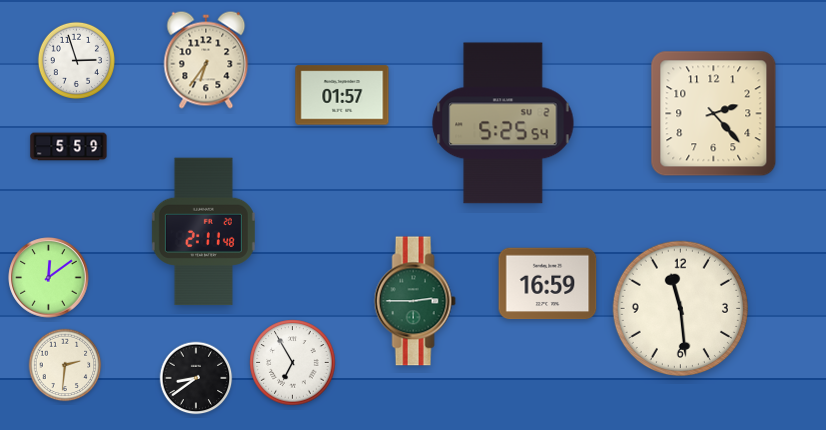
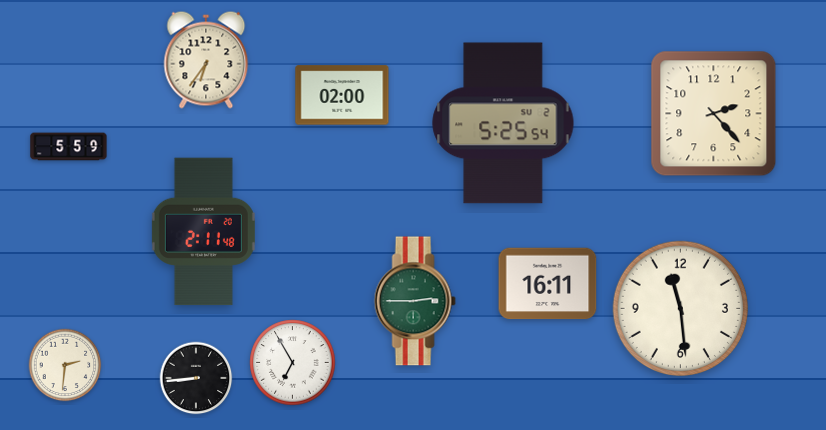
clock at (76, 60): 2:57 -> none
clock at (342, 95): 01:57 -> 02:00
clock at (49, 278): 12:09 -> none
clock at (548, 284): 16:59 -> 16:11
clock at (196, 378): 8:39 -> 8:44
